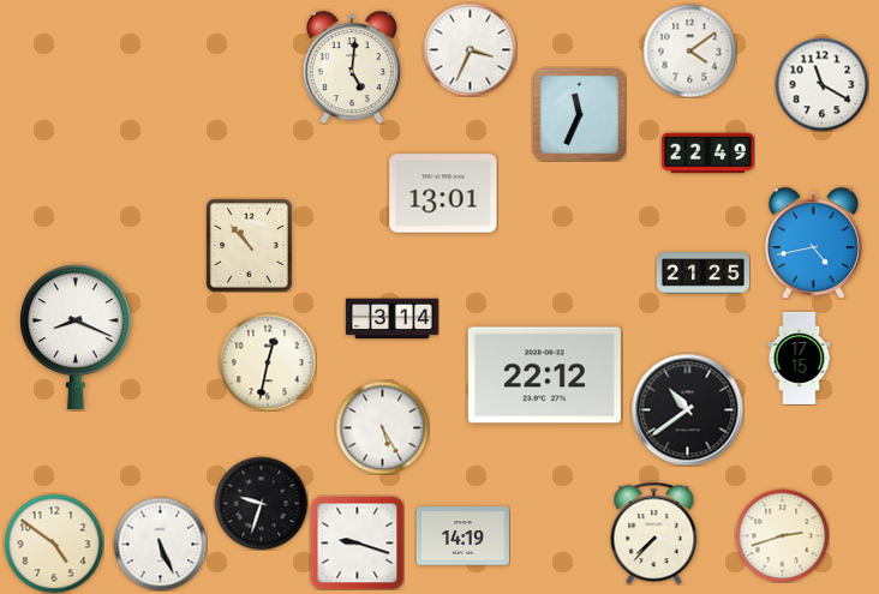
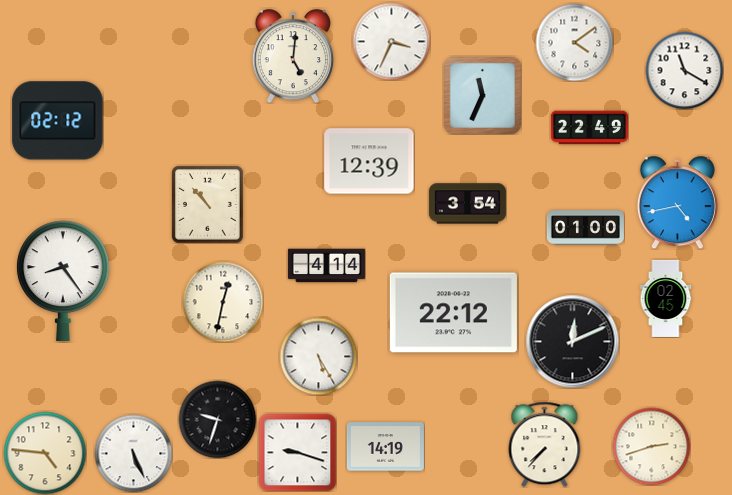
clock at (58, 121): none -> 02:12
clock at (443, 193): 13:01 -> 12:39
clock at (467, 204): none -> 3:54
clock at (702, 274): 21:25 -> 01:00
clock at (391, 319): 3:14 -> 4:14
clock at (76, 337): 8:19 -> 8:24
clock at (800, 358): 17:15 -> 02:45
clock at (687, 409): 10:39 -> 12:11
clock at (54, 544): 4:51 -> 4:46
